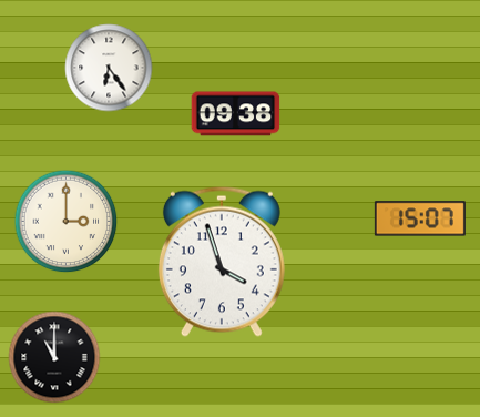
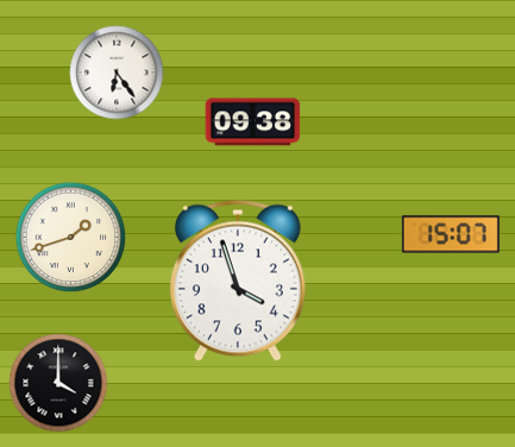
clock at (67, 222): 3:00 -> 1:42
clock at (54, 357): 11:00 -> 4:00
